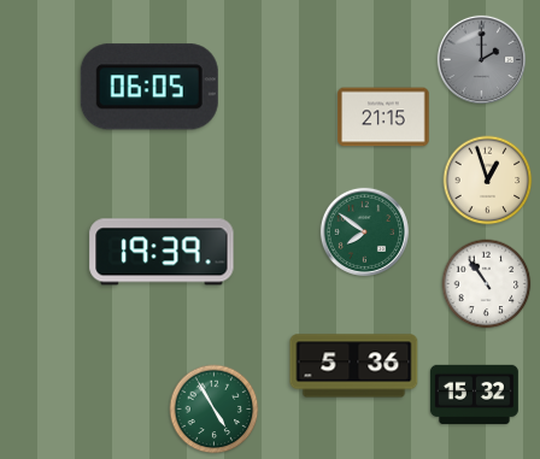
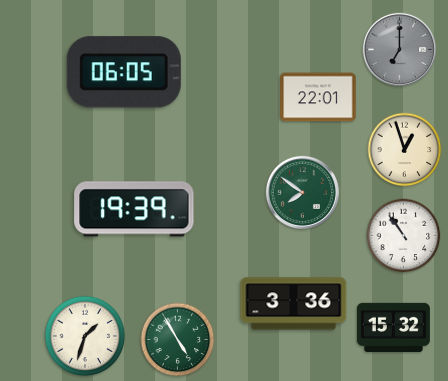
clock at (481, 59): 2:00 -> 7:00
clock at (383, 117): 21:15 -> 22:01
clock at (354, 366): 5:36 -> 3:36
clock at (85, 336): none -> 1:33
